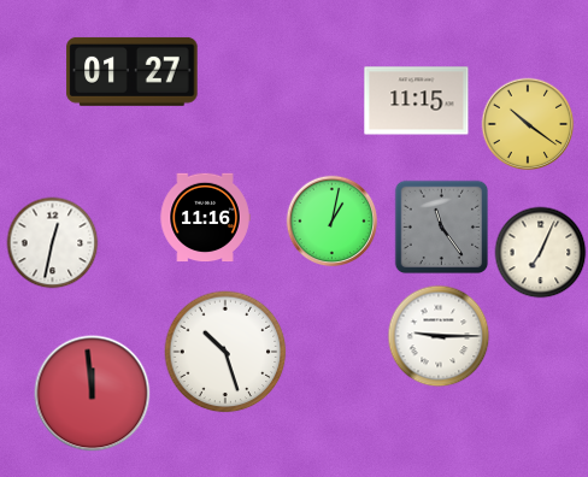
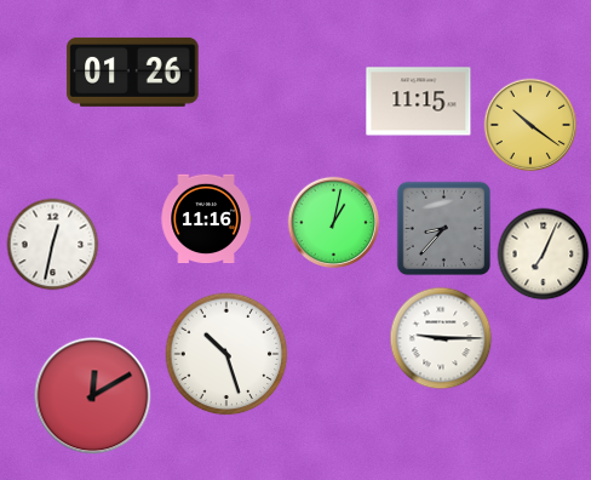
clock at (133, 71): 01:27 -> 01:26
clock at (442, 228): 11:24 -> 8:37
clock at (93, 394): 11:59 -> 12:10
